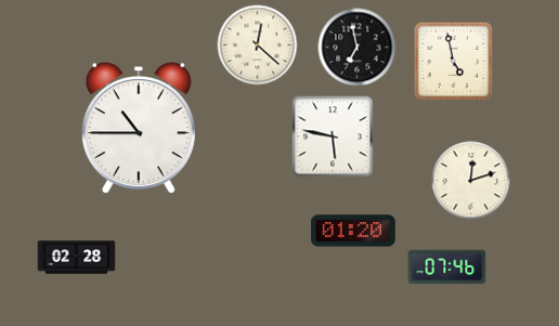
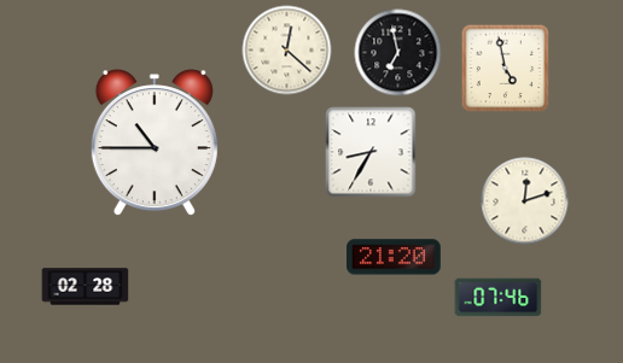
clock at (333, 136): 5:47 -> 8:35
clock at (354, 231): 01:20 -> 21:20
